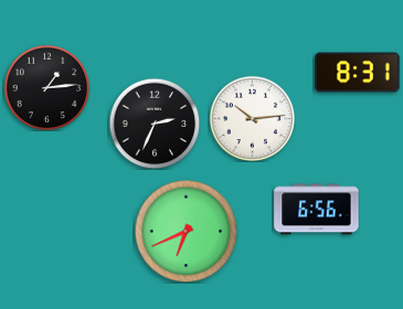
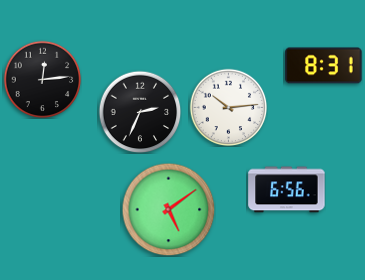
clock at (46, 87): 1:14 -> 12:14
clock at (185, 231): 6:41 -> 5:09
